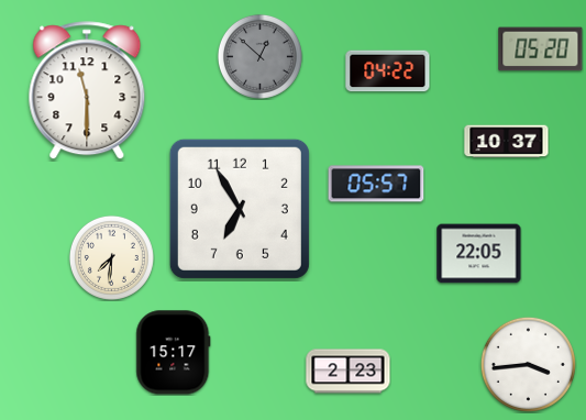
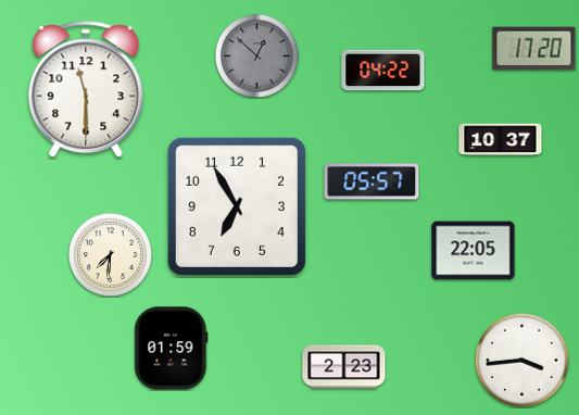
clock at (541, 49): 05:20 -> 17:20
clock at (174, 353): 15:17 -> 01:59
